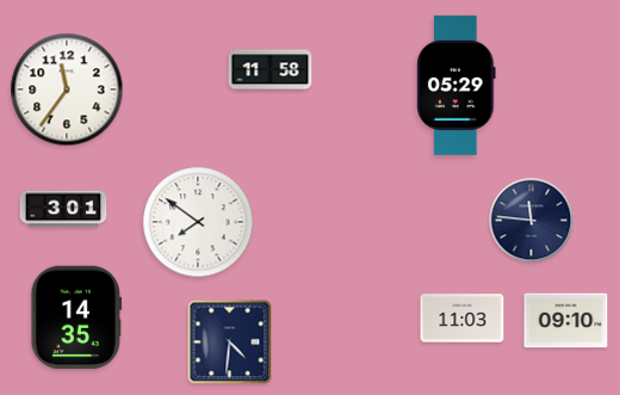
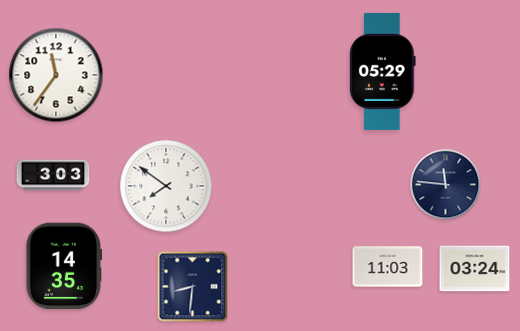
clock at (271, 70): 11:58 -> none
clock at (63, 209): 3:01 -> 3:03
clock at (566, 321): 09:10 -> 03:24
clock at (230, 342): 4:31 -> 8:31
